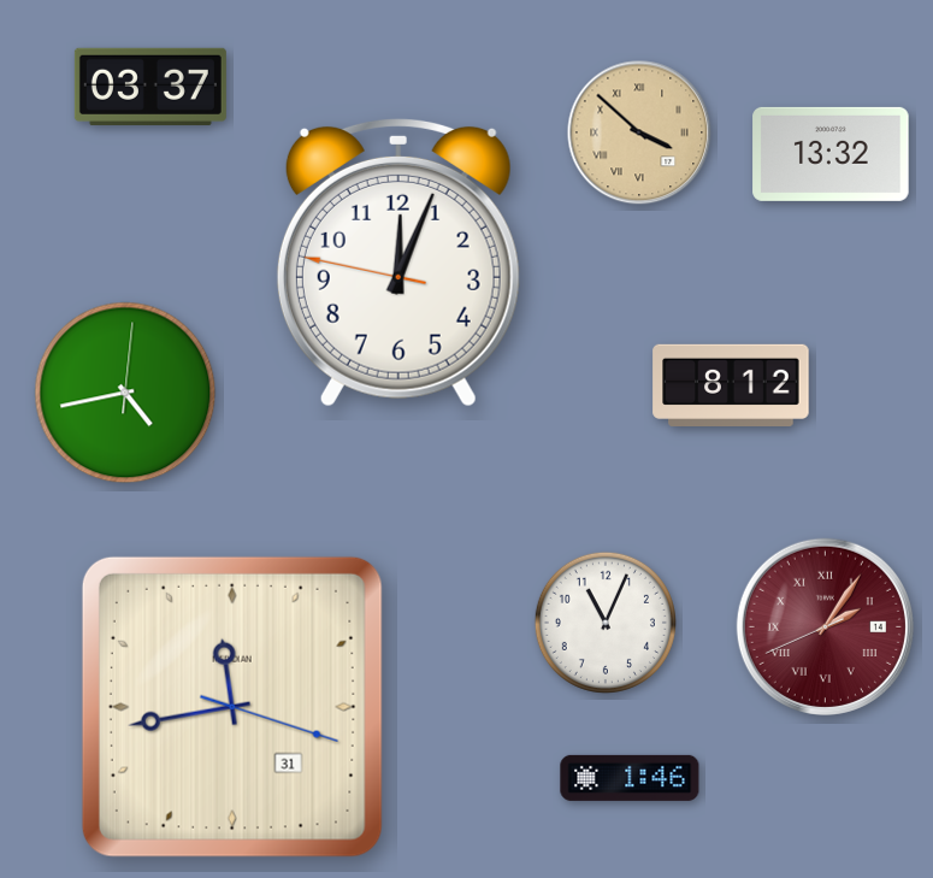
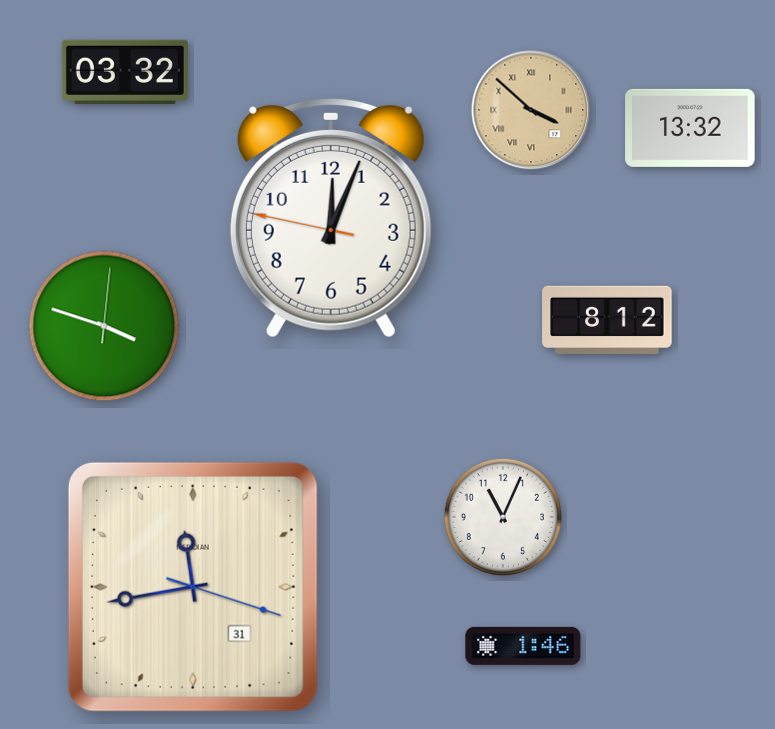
clock at (150, 87): 03:37 -> 03:32
clock at (125, 393): 4:43 -> 3:48
clock at (825, 626): 2:05 -> none
